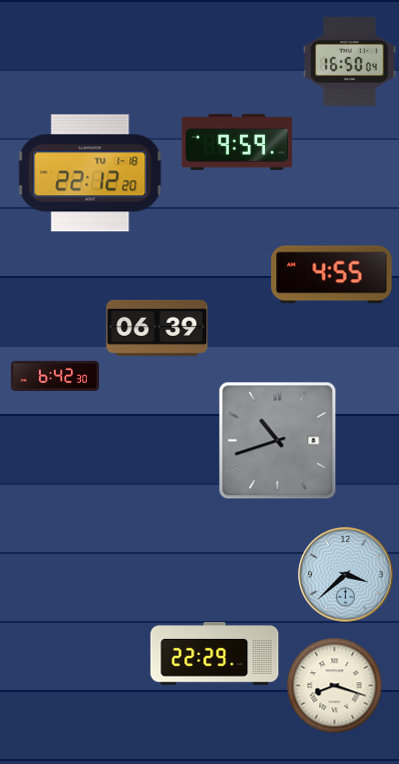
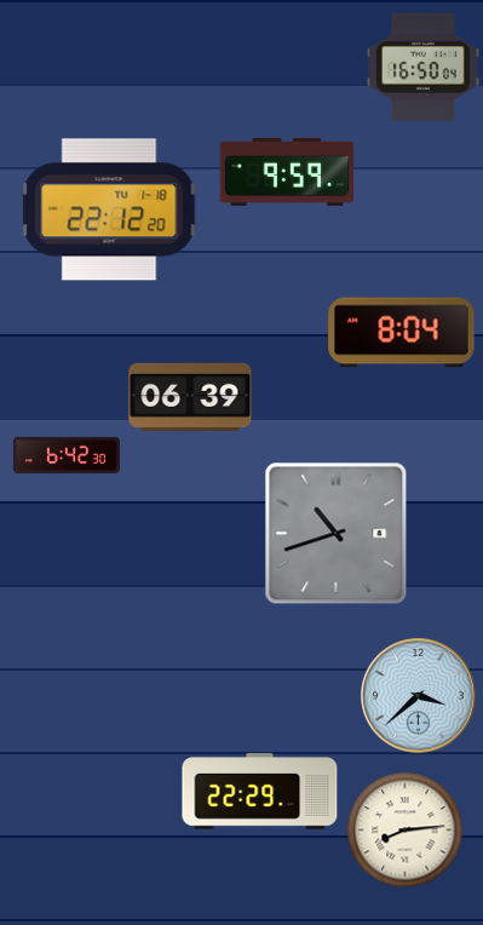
clock at (350, 61) position: (350, 61) -> (424, 67)
clock at (332, 275): 4:55 -> 8:04
clock at (335, 686): 8:18 -> 8:14
